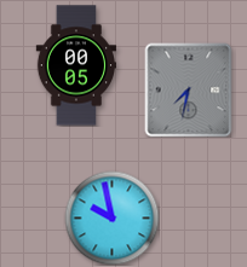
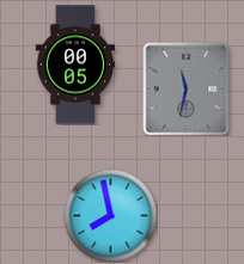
clock at (189, 89): 7:32 -> 11:32
clock at (111, 217): 9:58 -> 7:58
